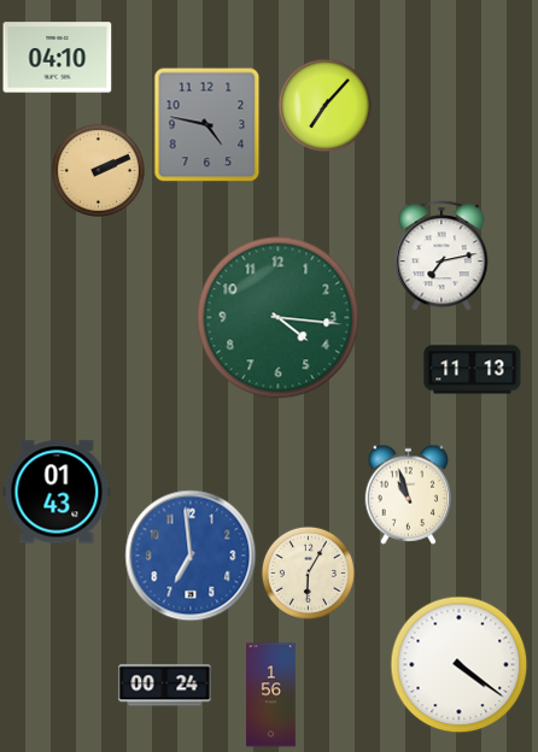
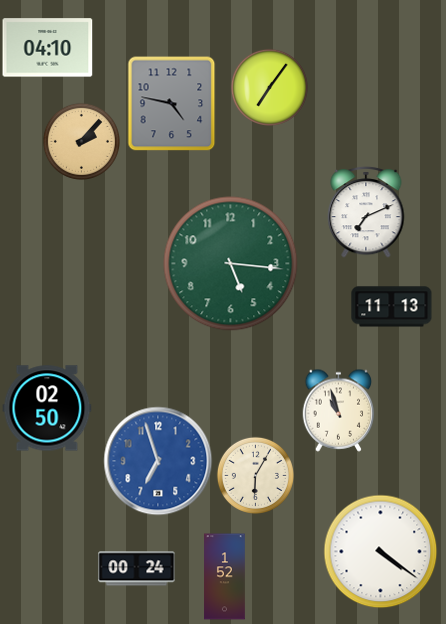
clock at (324, 105): 7:07 -> 7:06
clock at (98, 170): 2:11 -> 2:07
clock at (441, 255): 7:13 -> 7:11
clock at (279, 318): 4:16 -> 5:16
clock at (57, 492): 01:43 -> 02:50
clock at (191, 556): 6:59 -> 6:57
clock at (271, 695): 1:56 -> 1:52
